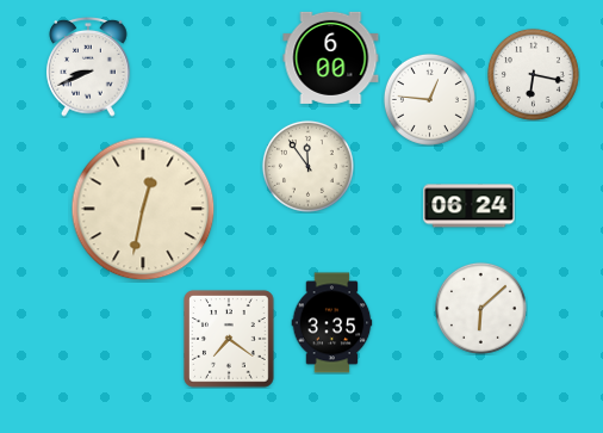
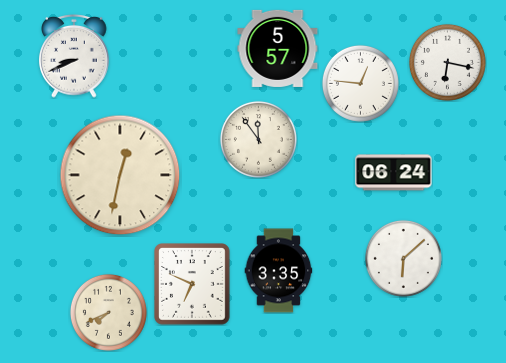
clock at (331, 57): 6:00 -> 5:57
clock at (229, 339): 7:21 -> 6:49
clock at (108, 312): none -> 7:41
